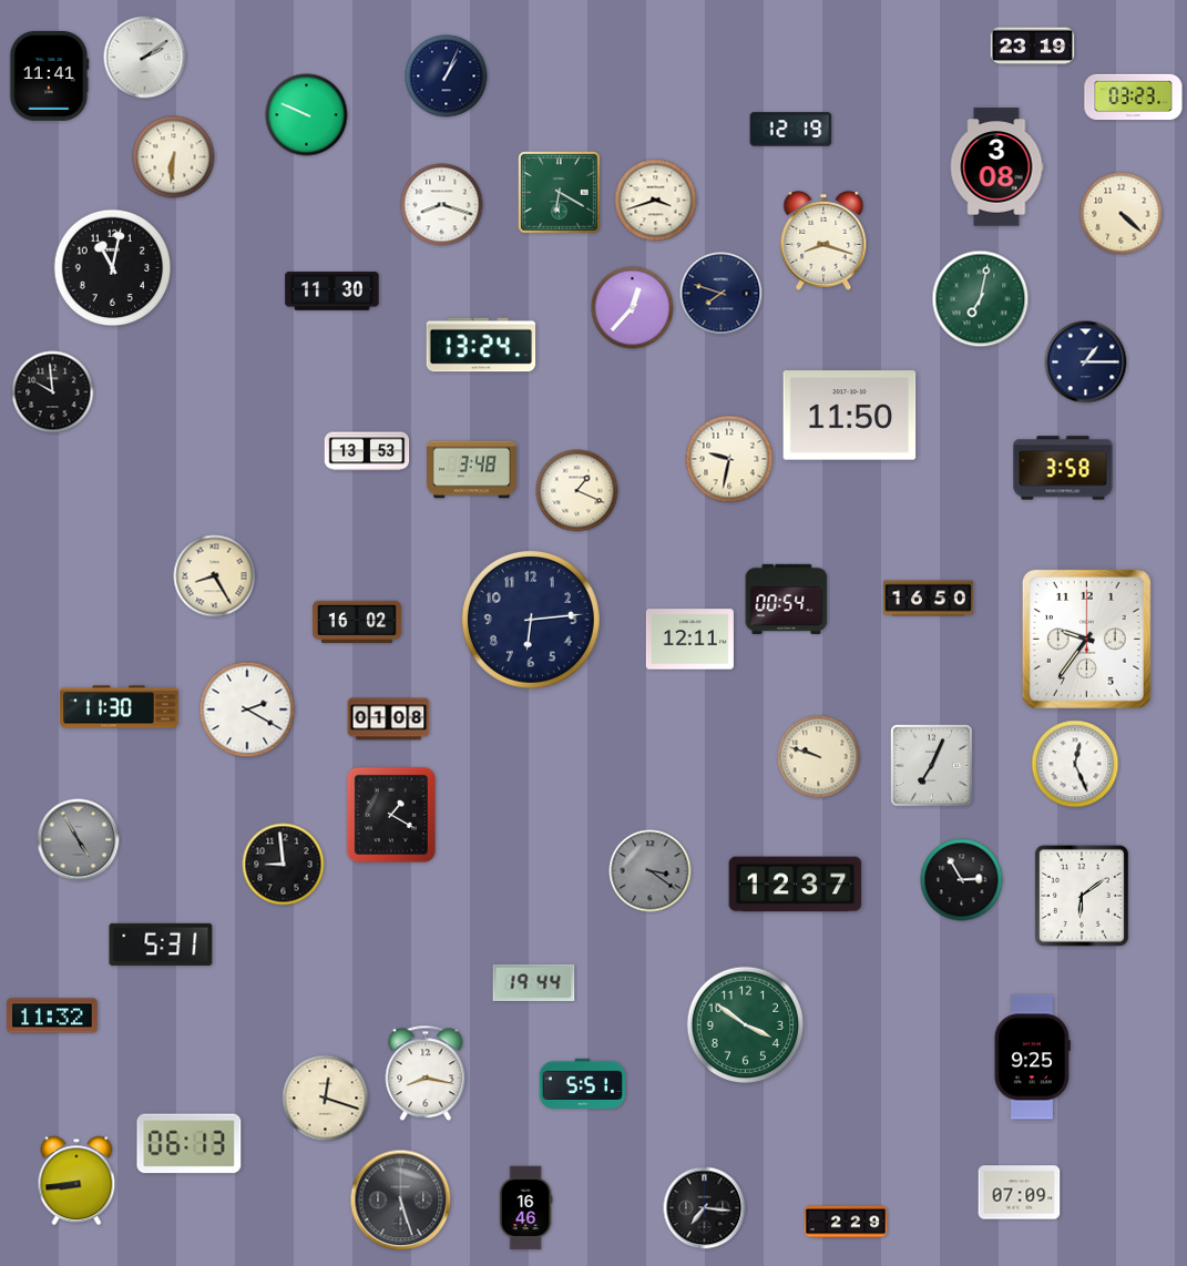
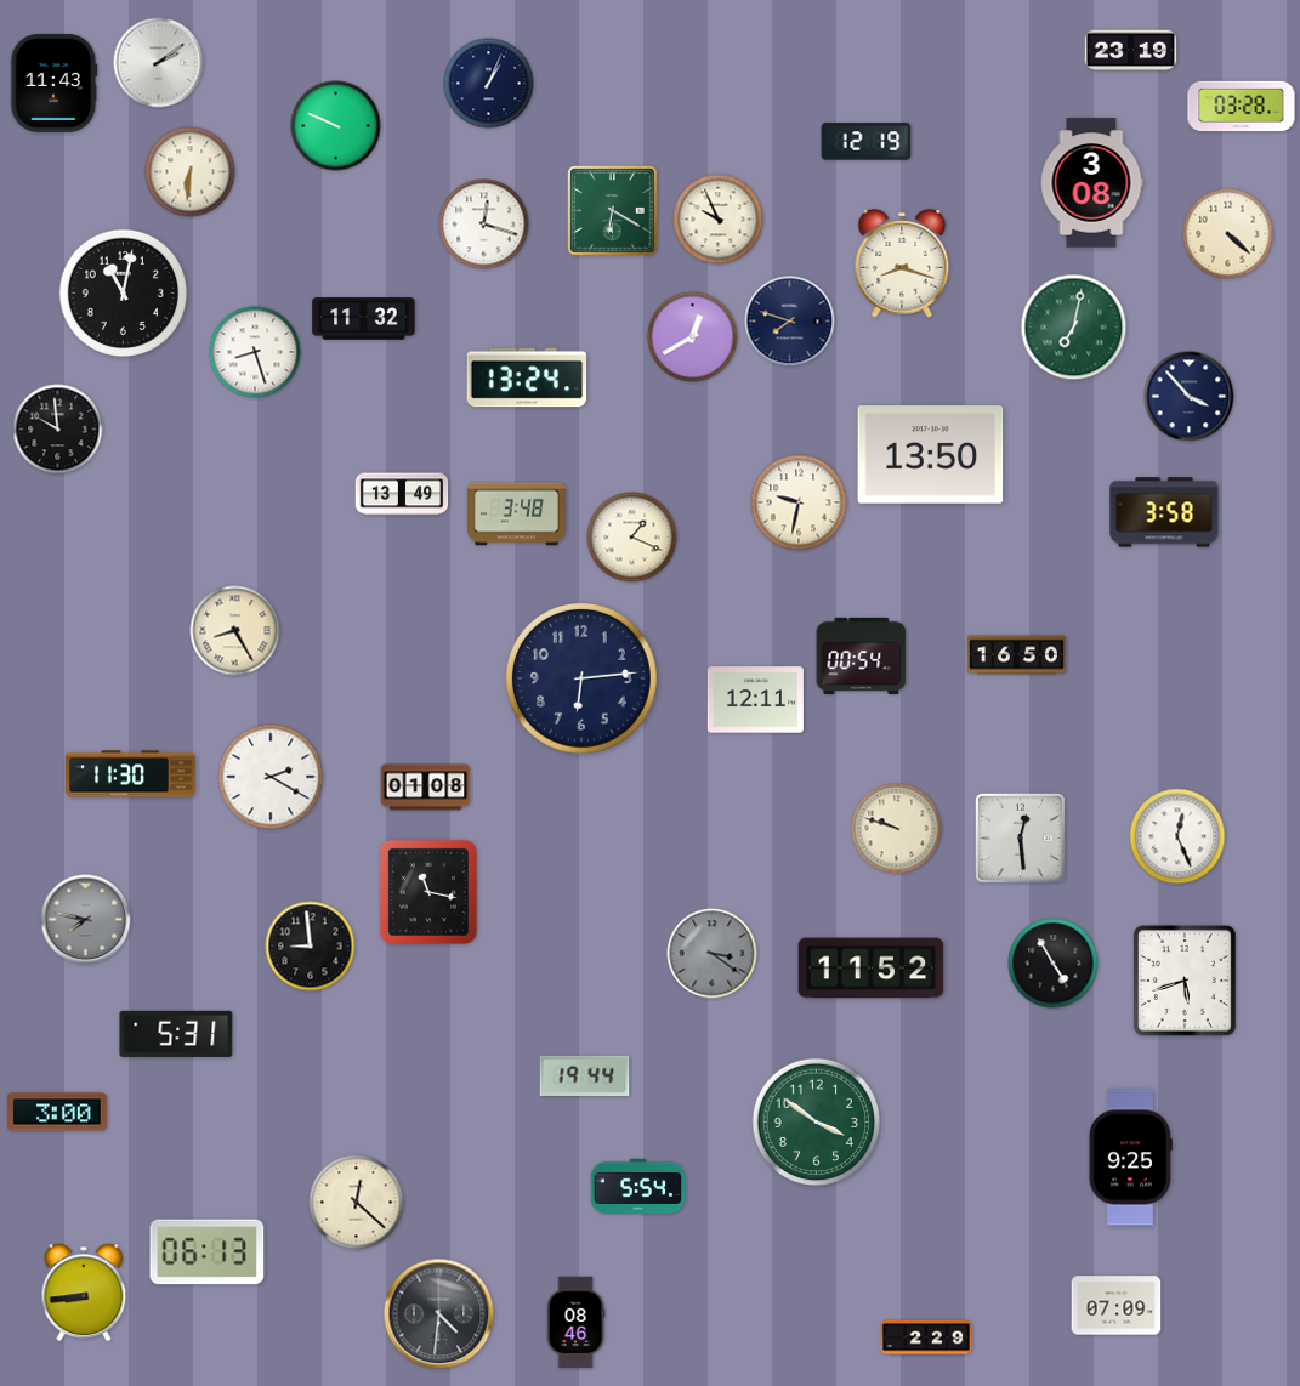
clock at (49, 75): 11:41 -> 11:43
clock at (1134, 98): 03:23 -> 03:28
clock at (656, 201): 3:42 -> 9:56
clock at (442, 205): 8:18 -> 12:18
clock at (332, 292): 11:30 -> 11:32
clock at (633, 308): 12:37 -> 12:40
clock at (255, 352): none -> 8:27
clock at (1086, 363): 1:15 -> 3:53
clock at (850, 416): 11:50 -> 13:50
clock at (367, 451): 13:53 -> 13:49
clock at (357, 622): 16:02 -> none
clock at (1086, 639): 9:36 -> none
clock at (932, 766): 7:04 -> 12:29
clock at (391, 815): 1:20 -> 11:17
clock at (79, 840): 4:55 -> 7:47
clock at (962, 880): 2:55 -> 4:55
clock at (796, 885): 12:37 -> 11:52
clock at (1082, 896): 6:09 -> 5:42
clock at (53, 1015): 11:32 -> 3:00
clock at (426, 1073): 8:17 -> none
clock at (582, 1083): 5:51 -> 5:54
clock at (326, 1099): 12:18 -> 12:22
clock at (401, 1201): 5:27 -> 4:31
clock at (525, 1208): 16:46 -> 08:46
clock at (705, 1208): 7:16 -> none
